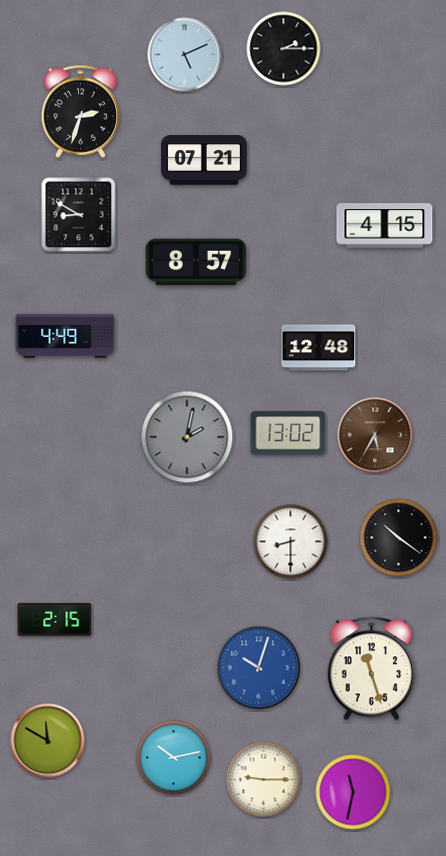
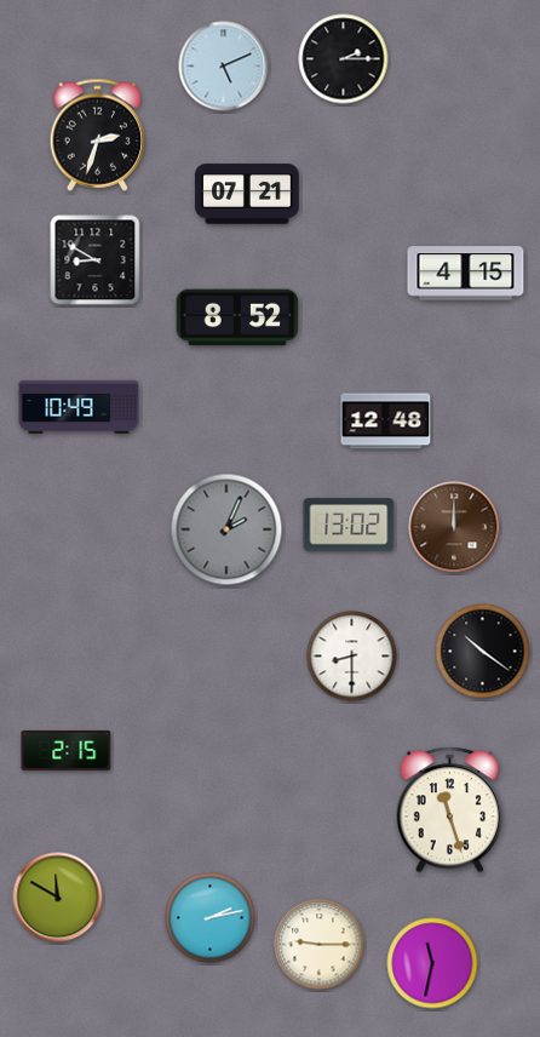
clock at (196, 262): 8:57 -> 8:52
clock at (65, 336): 4:49 -> 10:49
clock at (375, 435): 5:35 -> 12:00
clock at (187, 437): 2:02 -> 2:04
clock at (259, 668): 10:03 -> none
clock at (174, 758): 10:13 -> 2:13
clock at (353, 792) position: (353, 792) -> (432, 963)
